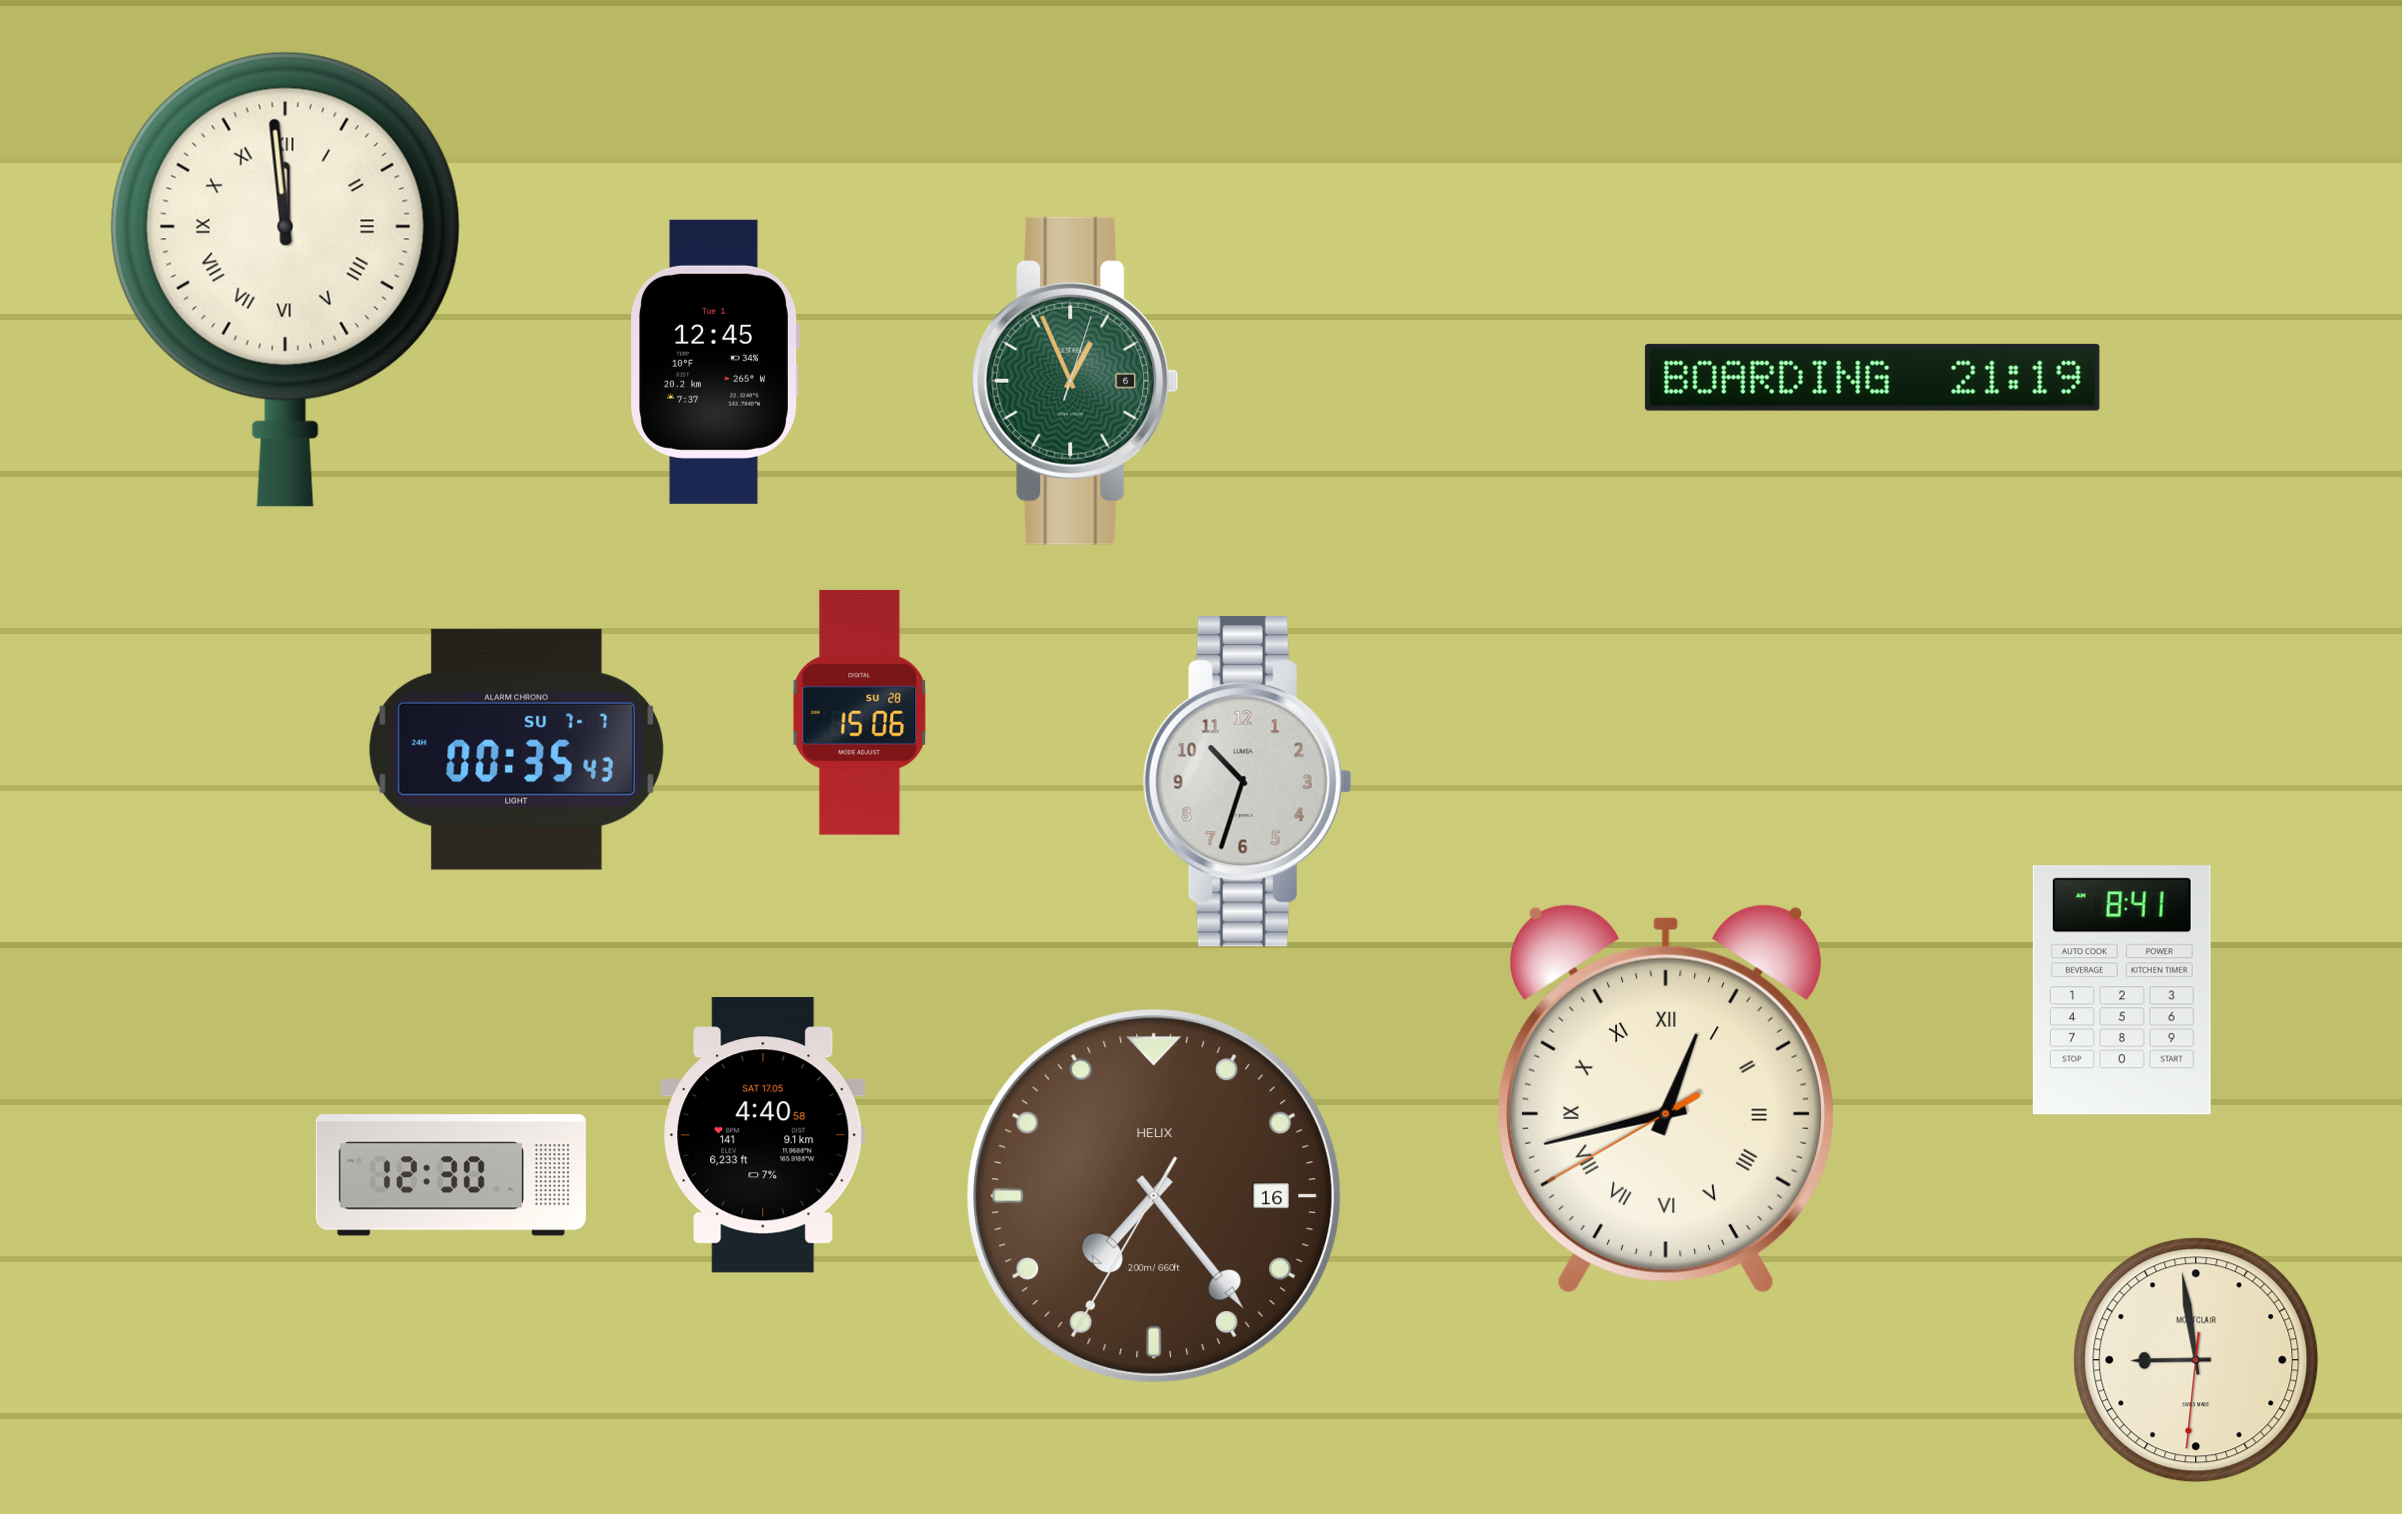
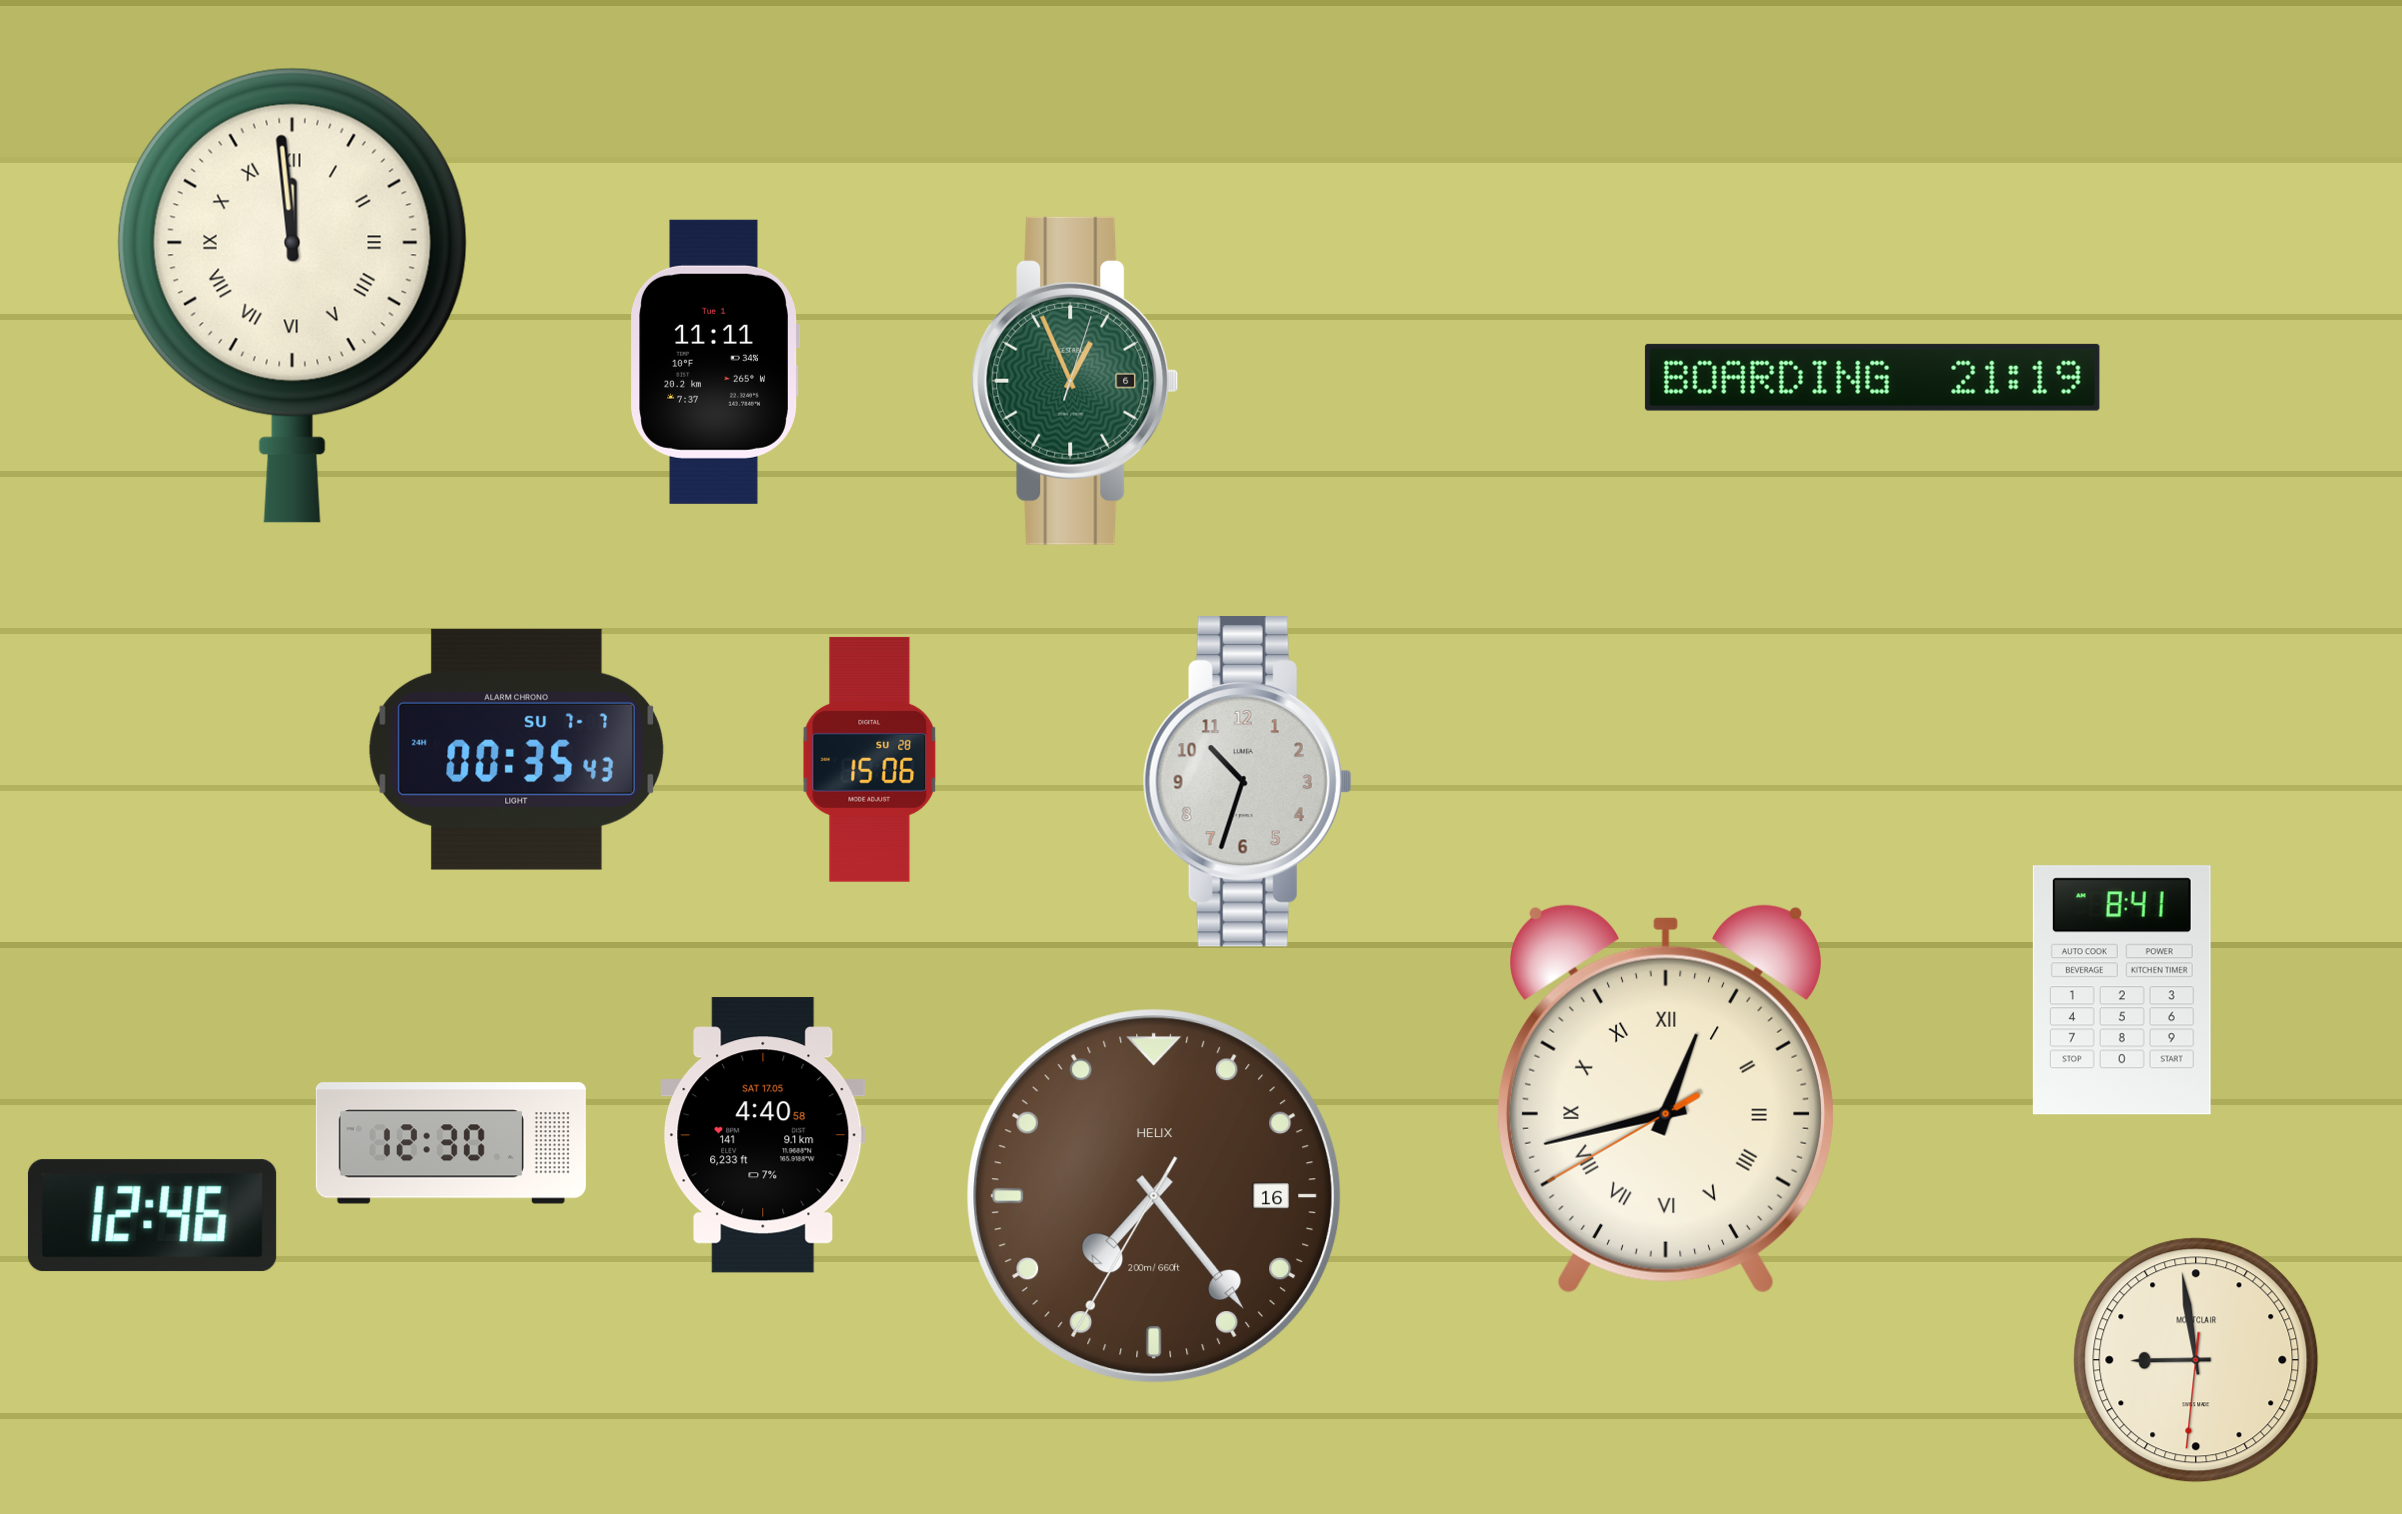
clock at (285, 279) position: (285, 279) -> (292, 295)
clock at (715, 362): 12:45 -> 11:11
clock at (860, 712) position: (860, 712) -> (870, 759)
clock at (451, 1175) position: (451, 1175) -> (451, 1143)
clock at (152, 1216): none -> 12:46
